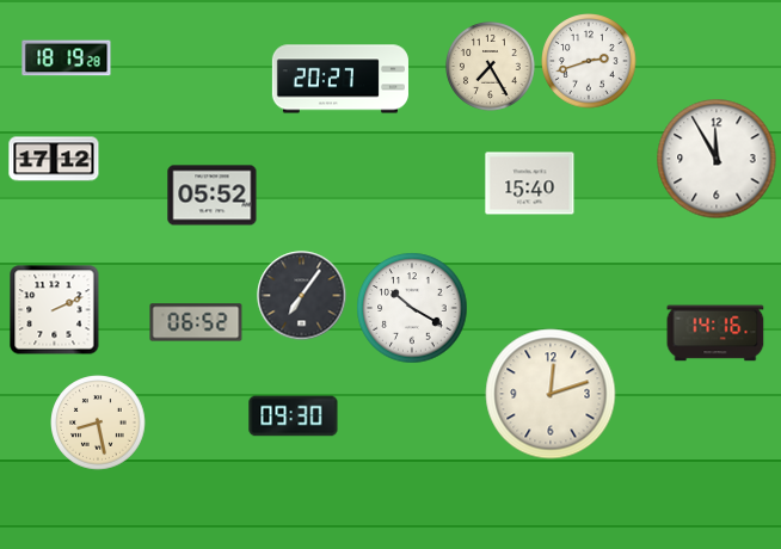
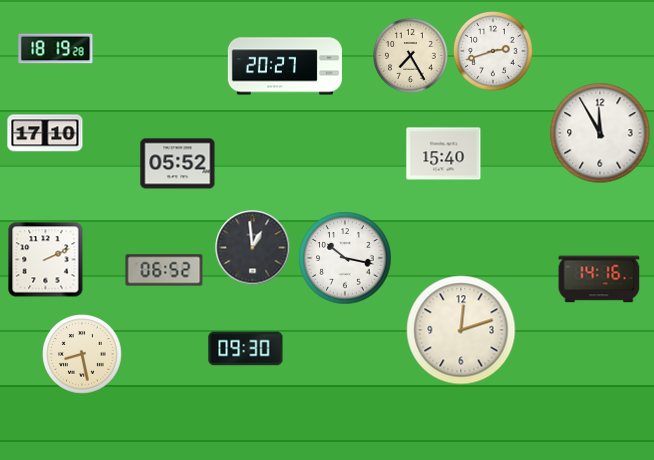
clock at (54, 159): 17:12 -> 17:10
clock at (302, 296): 7:06 -> 12:59
clock at (412, 308): 10:20 -> 10:17
